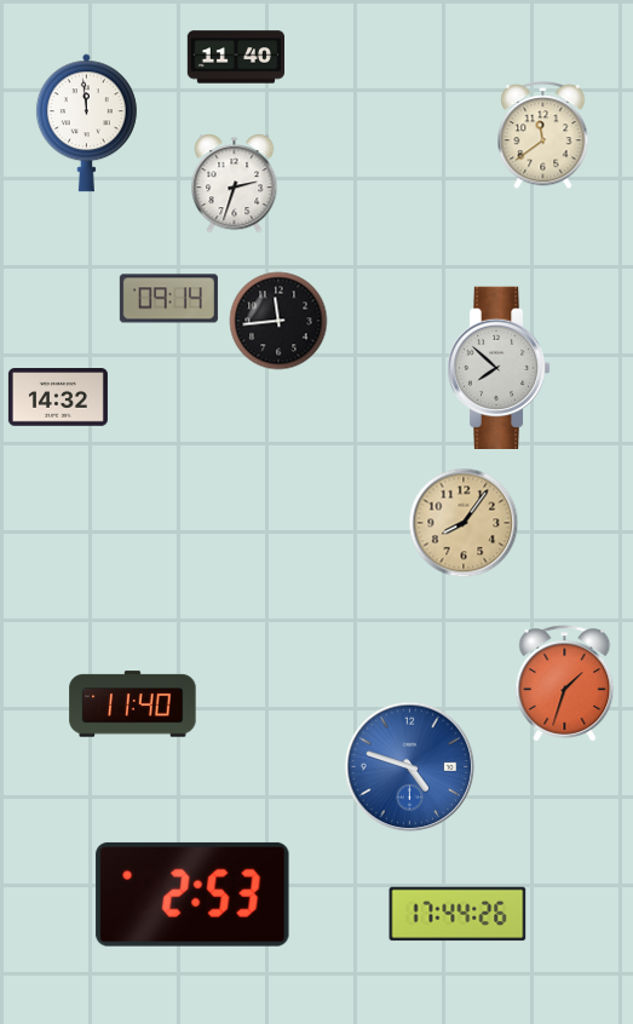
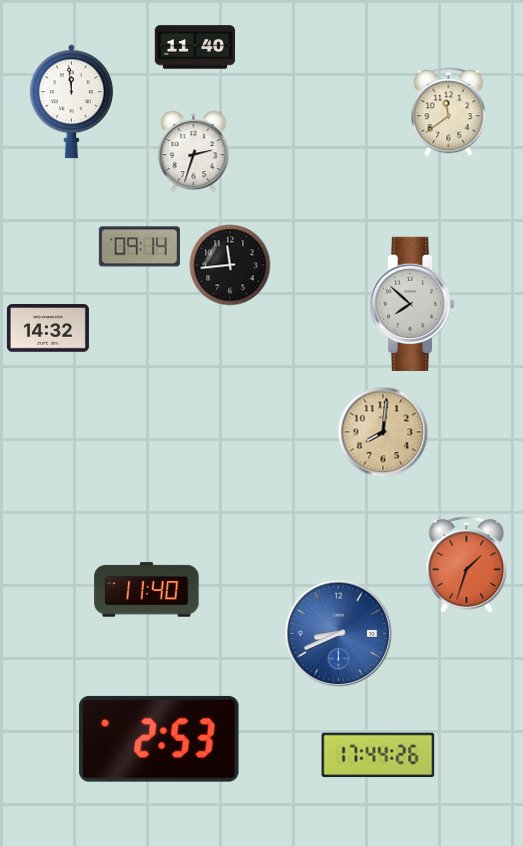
clock at (464, 523): 8:06 -> 8:01
clock at (133, 704) position: (133, 704) -> (147, 590)
clock at (410, 767): 4:48 -> 8:41
